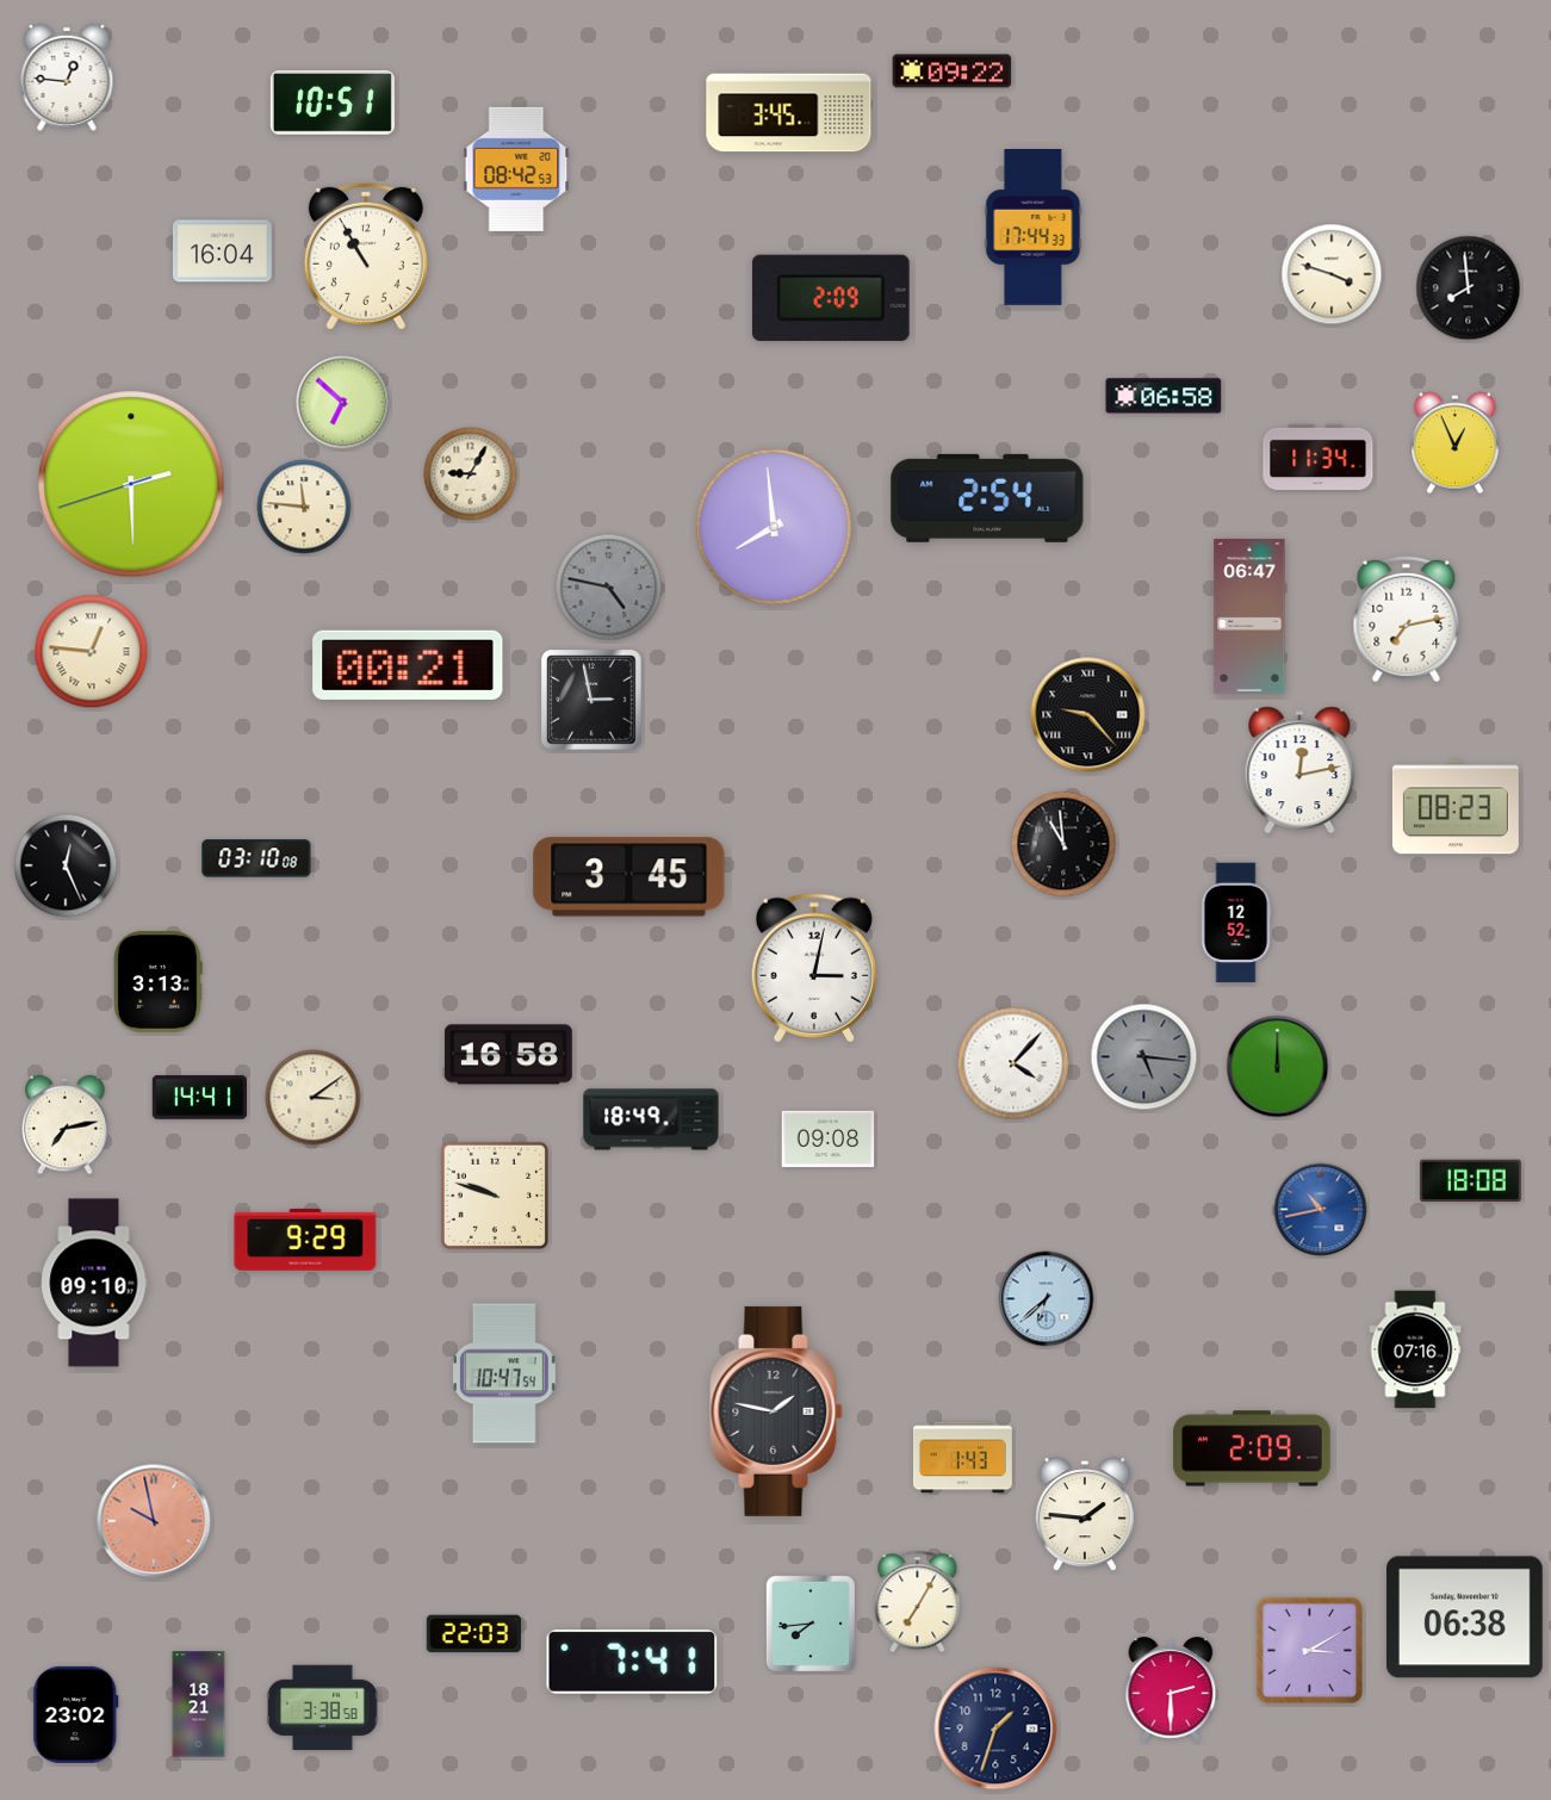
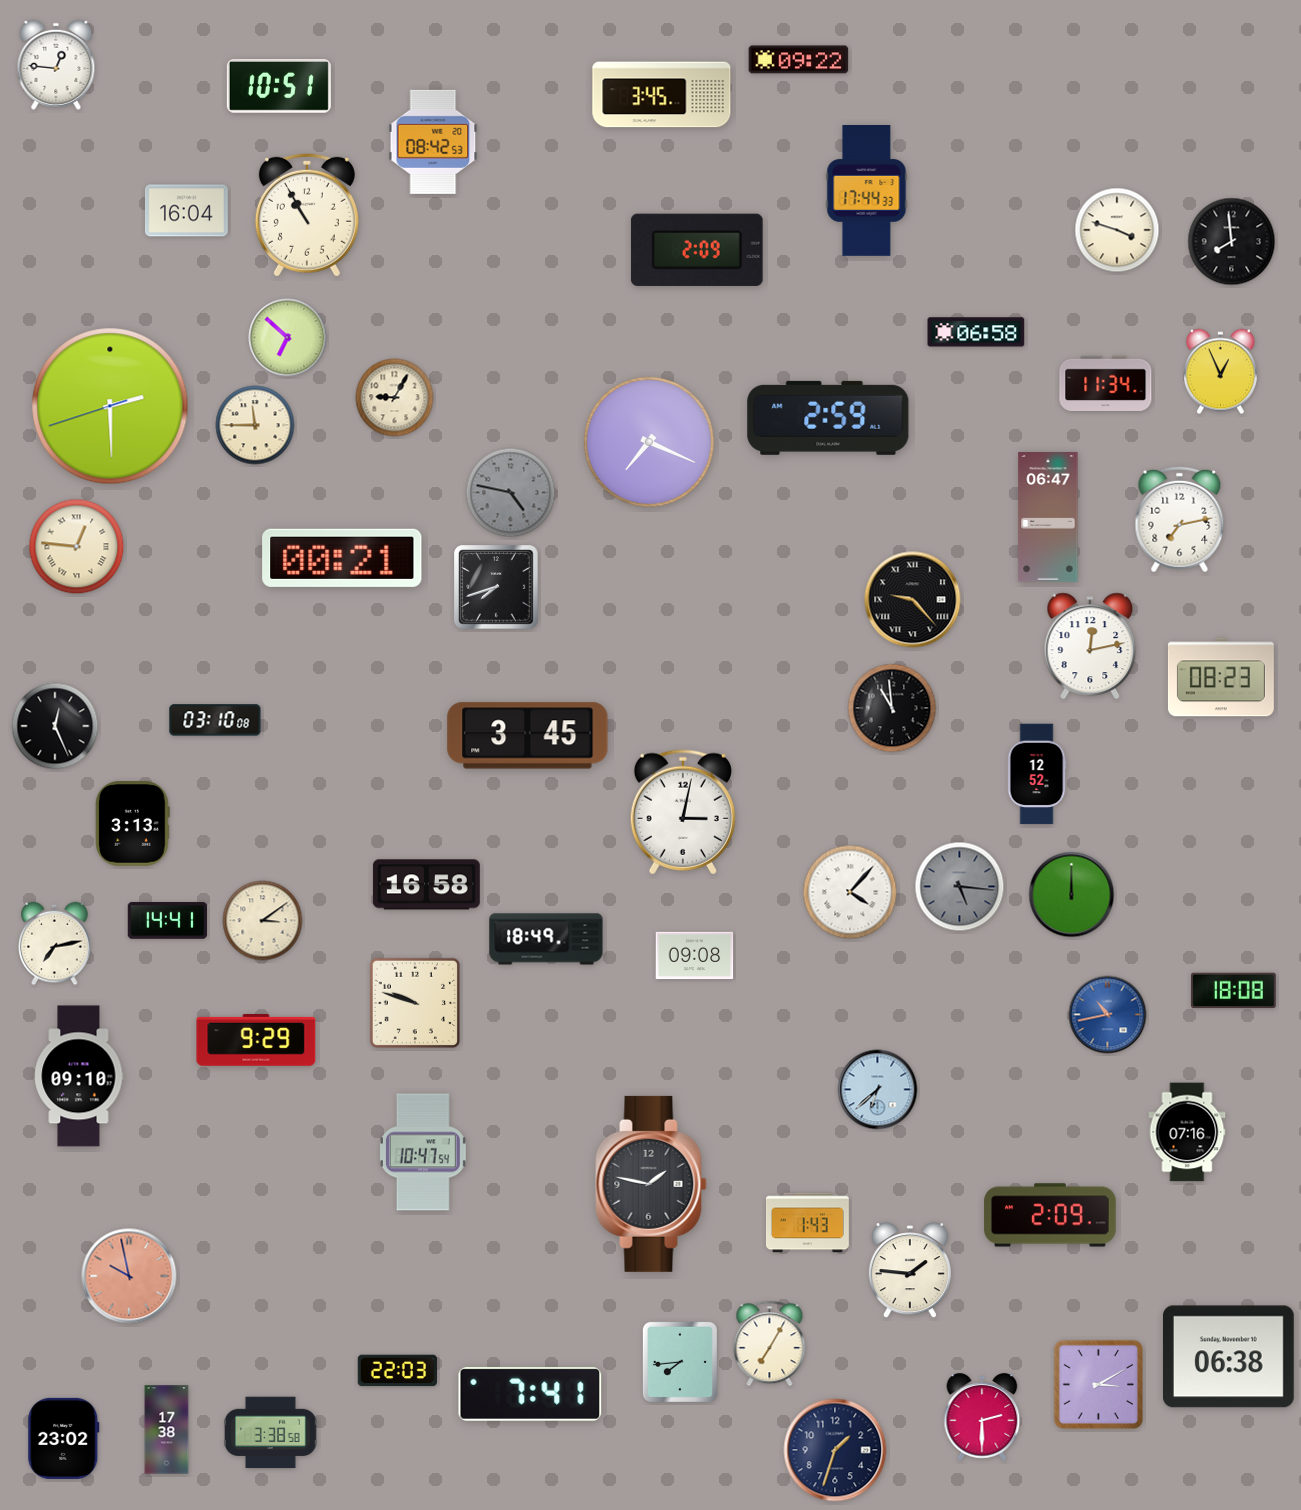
clock at (987, 498): 2:54 -> 2:59
clock at (304, 507): 11:46 -> 11:45
clock at (774, 527): 7:59 -> 7:19
clock at (591, 700): 2:58 -> 7:42
clock at (199, 1705): 18:21 -> 17:38
